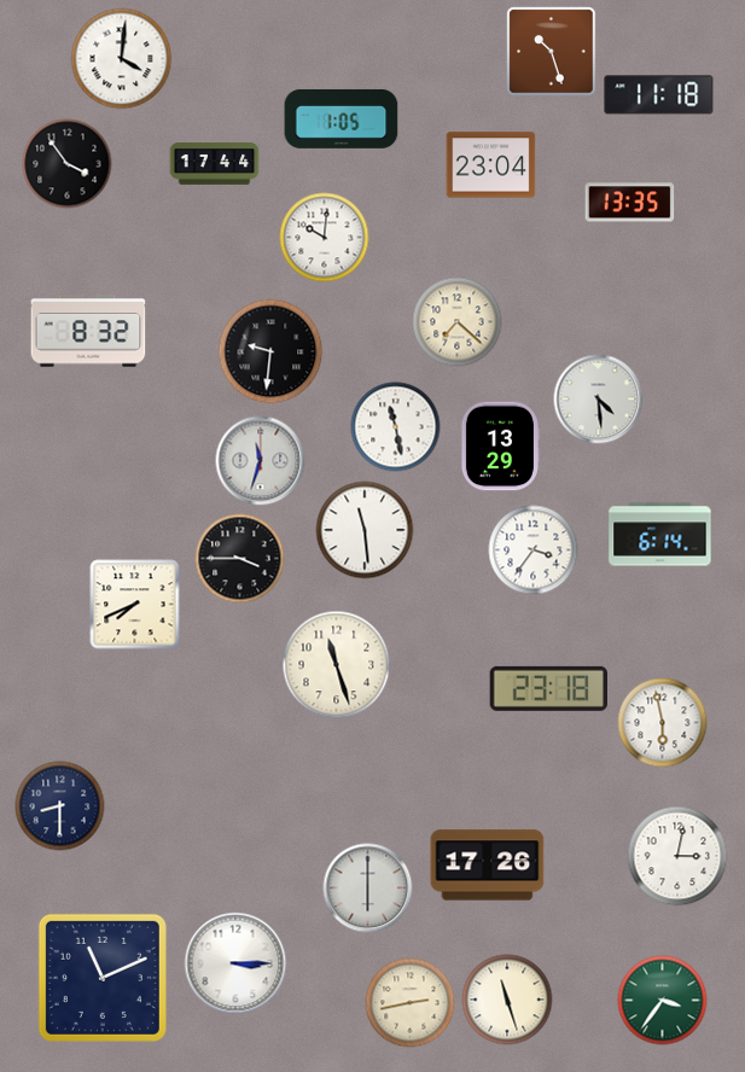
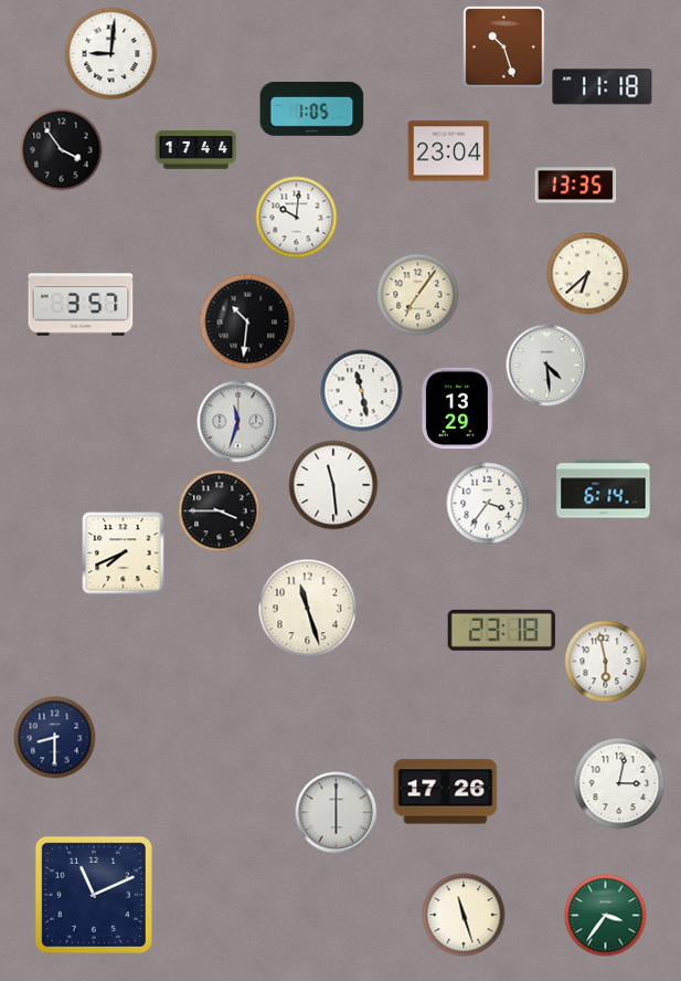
clock at (122, 59): 4:01 -> 9:01
clock at (588, 274): none -> 6:38
clock at (458, 322): 7:22 -> 7:06
clock at (88, 331): 8:32 -> 3:57
clock at (270, 351): 9:31 -> 10:31
clock at (235, 963): 3:15 -> none
clock at (411, 1003): 2:43 -> none
